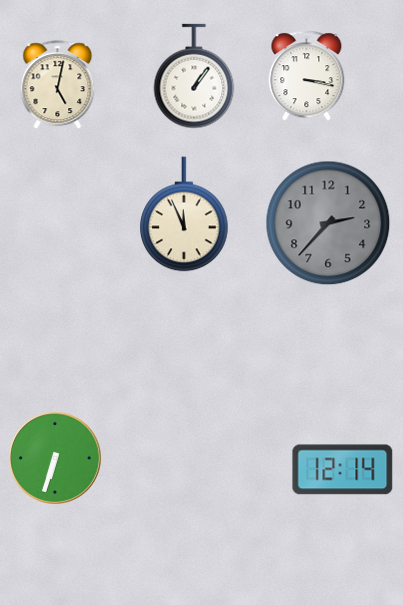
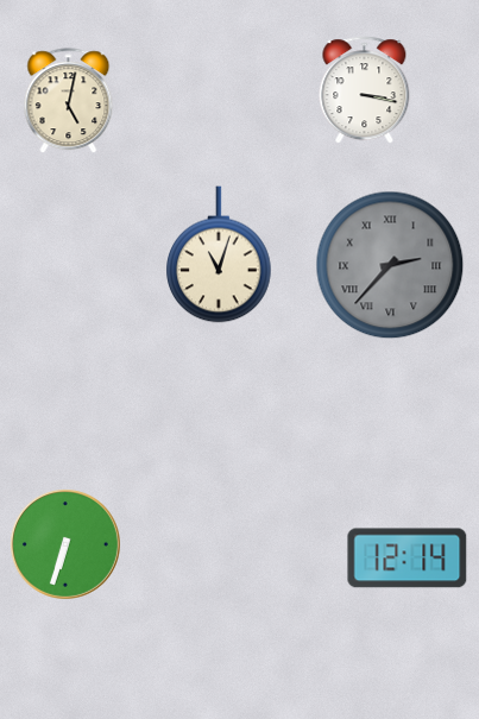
clock at (194, 76): 1:06 -> none
clock at (184, 214): 11:56 -> 11:03
clock at (328, 223) numerals: Arabic -> Roman
